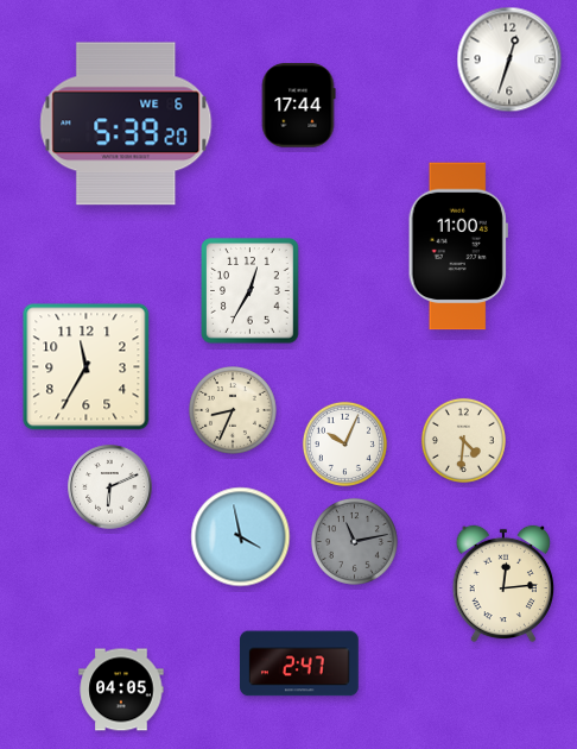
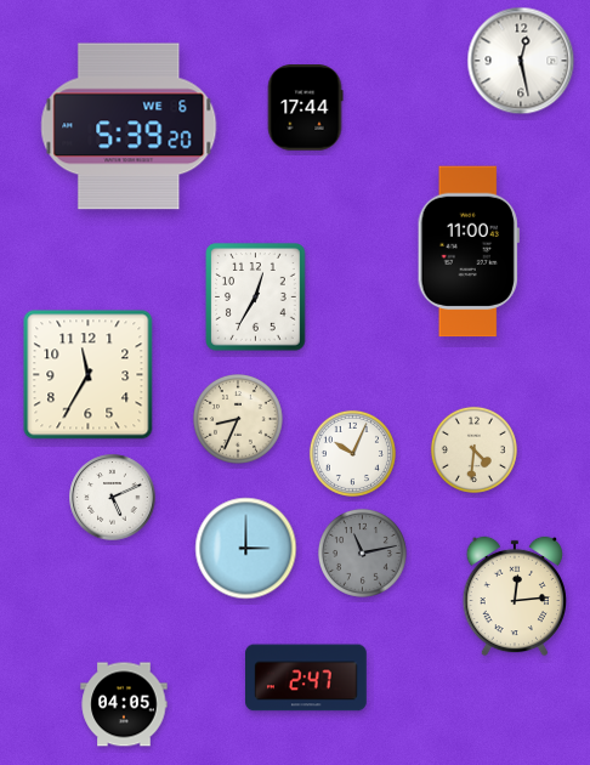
clock at (509, 59): 12:33 -> 12:28
clock at (110, 487): 6:11 -> 5:11
clock at (241, 537): 3:58 -> 3:00
